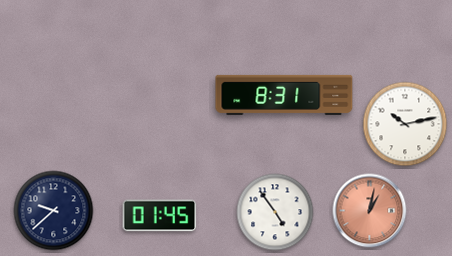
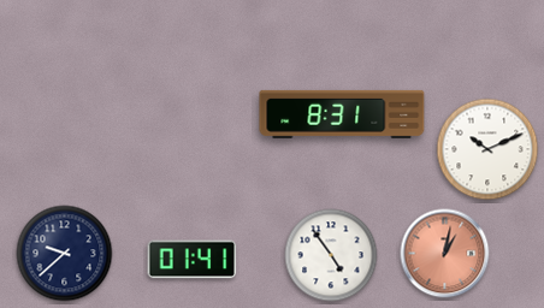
clock at (405, 124): 10:13 -> 10:11
clock at (160, 216): 01:45 -> 01:41
